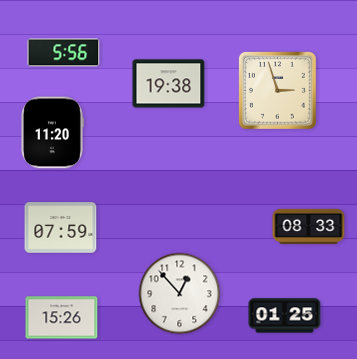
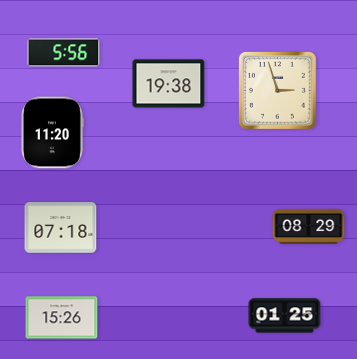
clock at (309, 226): 08:33 -> 08:29
clock at (61, 228): 07:59 -> 07:18
clock at (180, 294): 12:53 -> none
